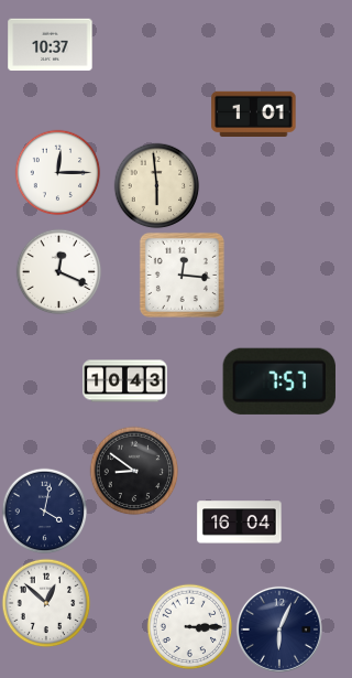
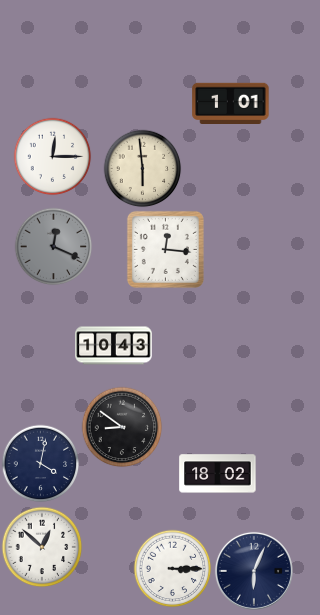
clock at (51, 45): 10:37 -> none
clock at (58, 271) dial: white -> grey
clock at (279, 381): 7:57 -> none
clock at (240, 523): 16:04 -> 18:02
